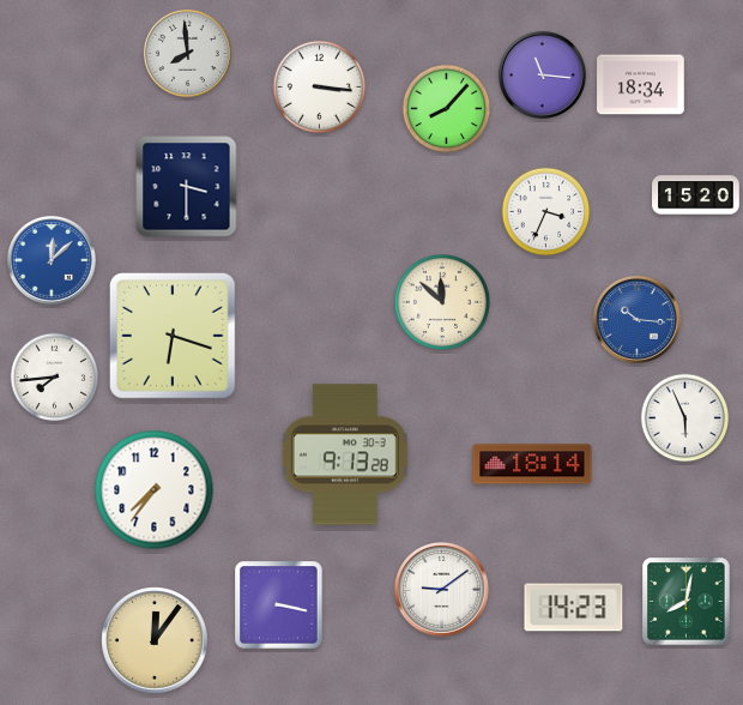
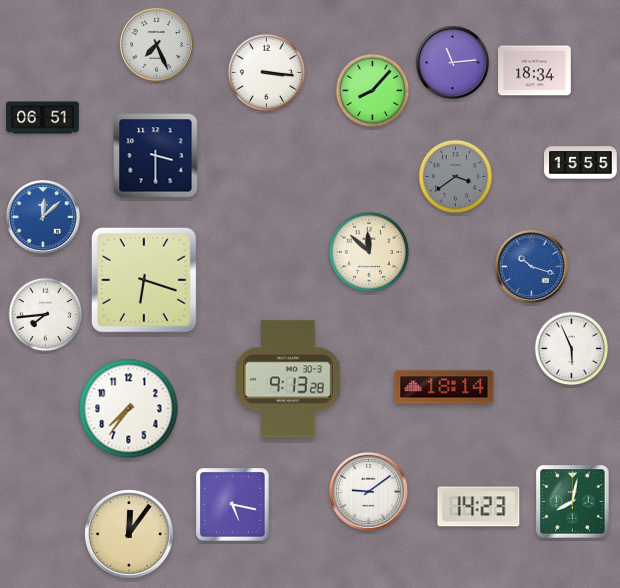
clock at (187, 53): 7:59 -> 7:26
clock at (542, 74): 11:16 -> 11:14
clock at (43, 118): none -> 06:51
clock at (696, 195): 15:20 -> 15:55
clock at (546, 212): 3:34 -> 3:39
clock at (546, 212) dial: white -> grey
clock at (636, 319): 10:16 -> 10:18
clock at (279, 605): 3:17 -> 5:17
